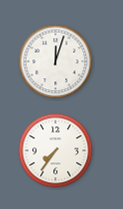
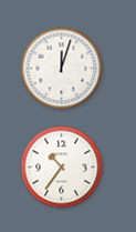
clock at (56, 151): 7:36 -> 10:36
